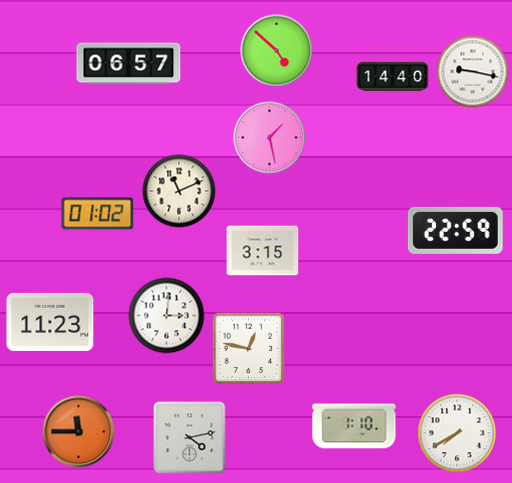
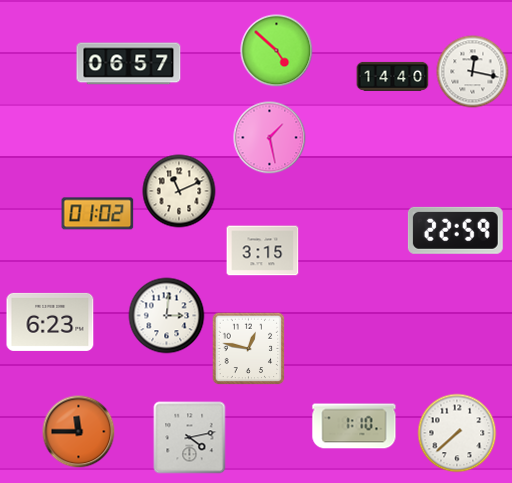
clock at (473, 72): 9:17 -> 12:17
clock at (50, 322): 11:23 -> 6:23
clock at (457, 433): 7:40 -> 7:38
